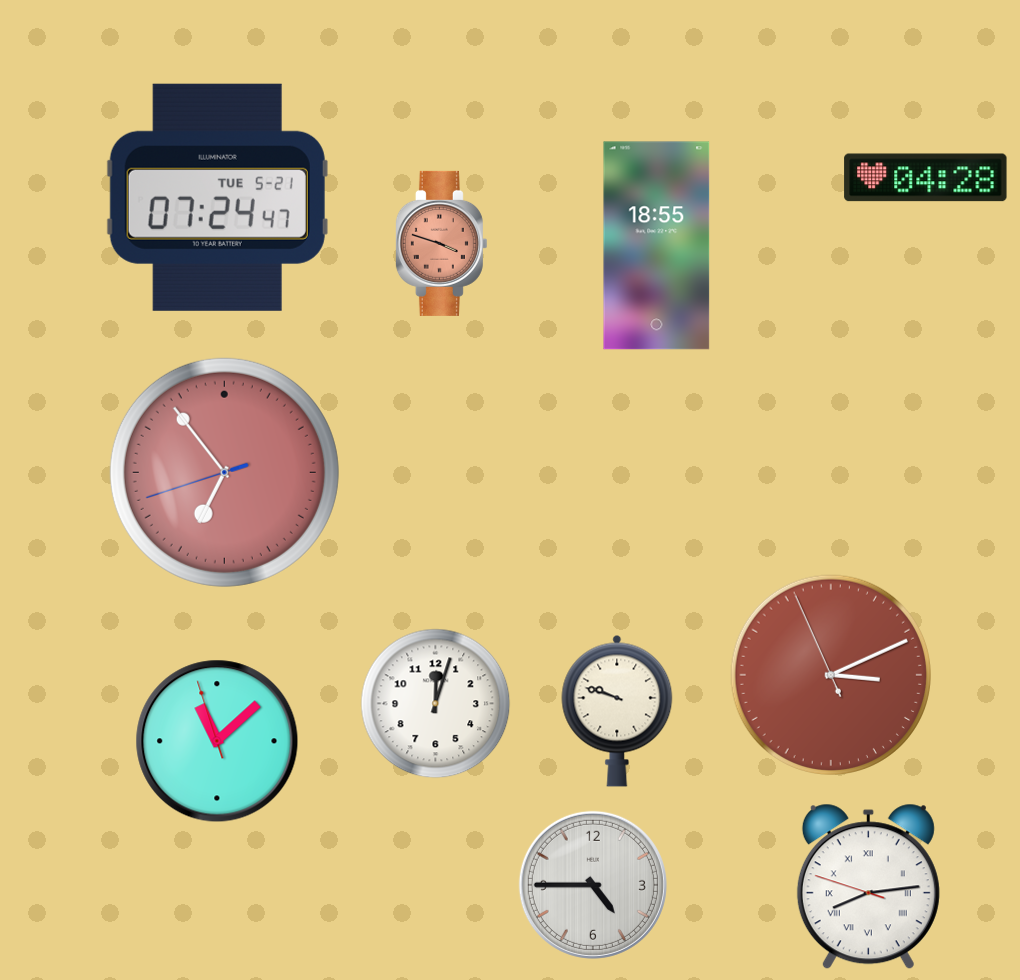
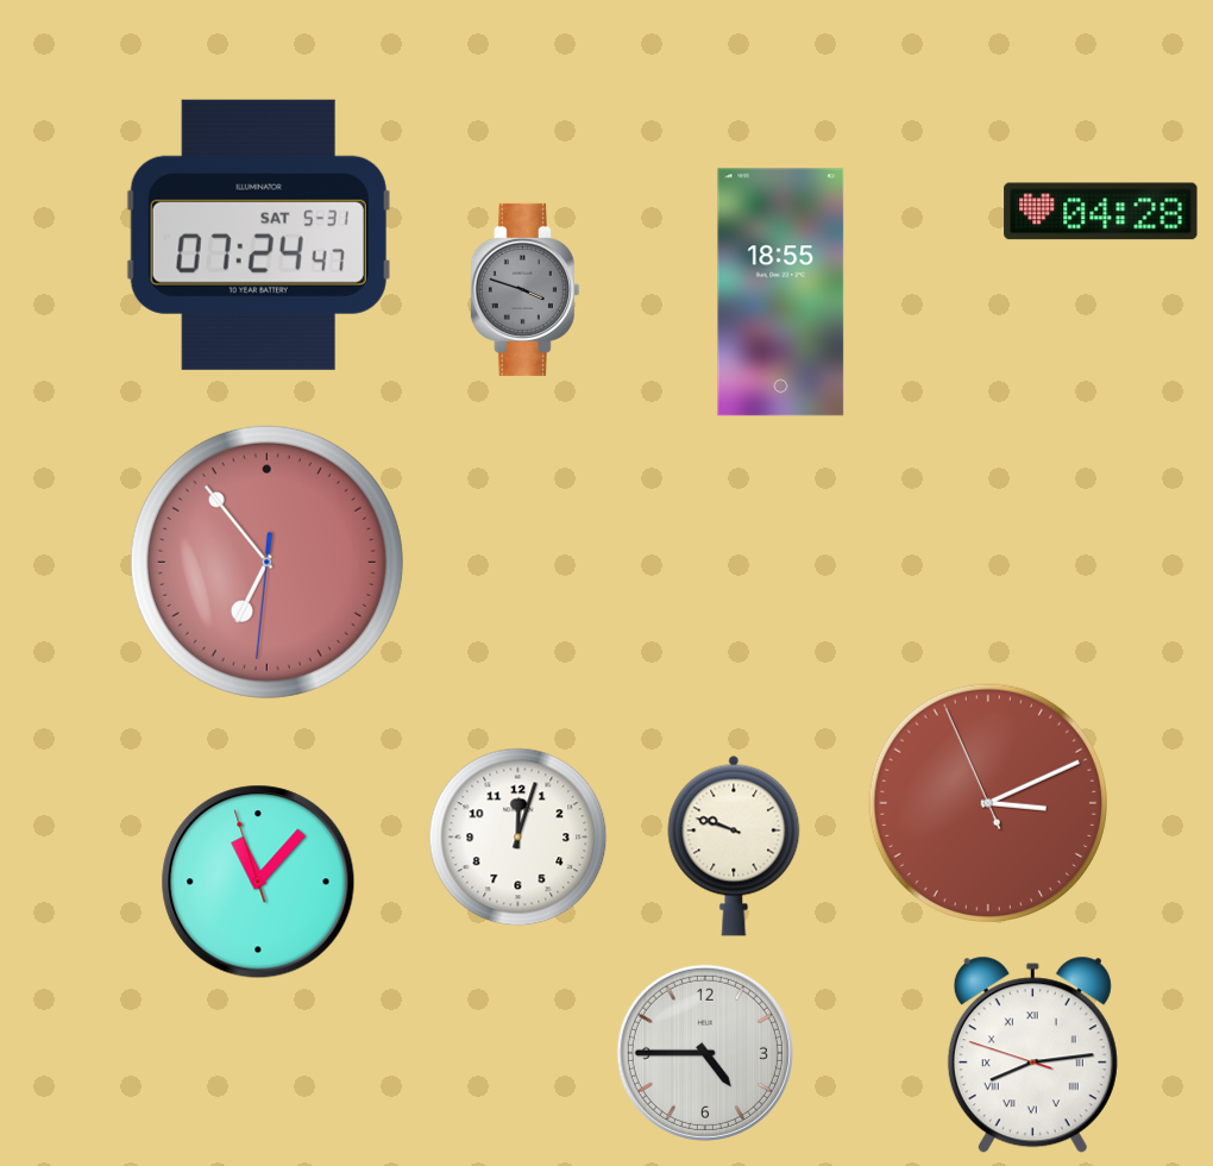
clock at (217, 197) date: TUE 5-21 -> SAT 5-31
clock at (441, 243) dial: salmon -> grey
clock at (224, 472): 6:53:42 -> 6:53:31
clock at (217, 741): 11:07 -> 11:06
